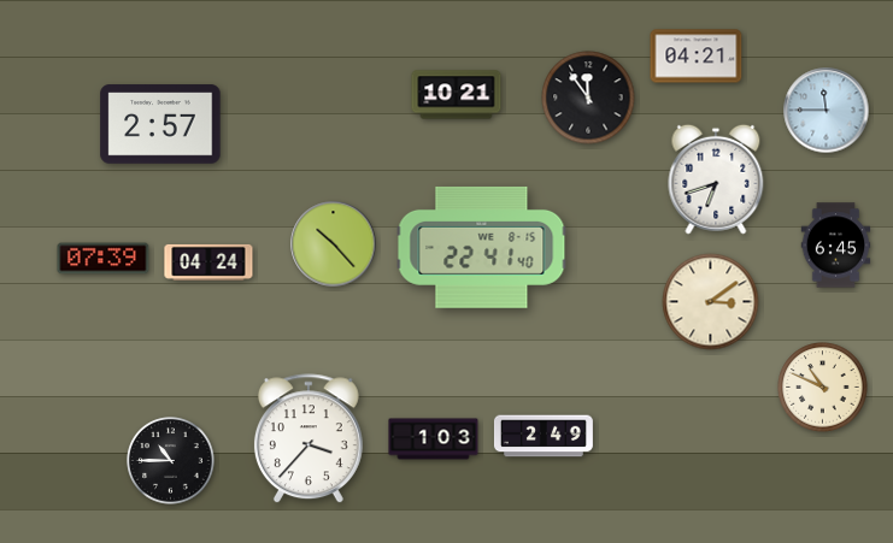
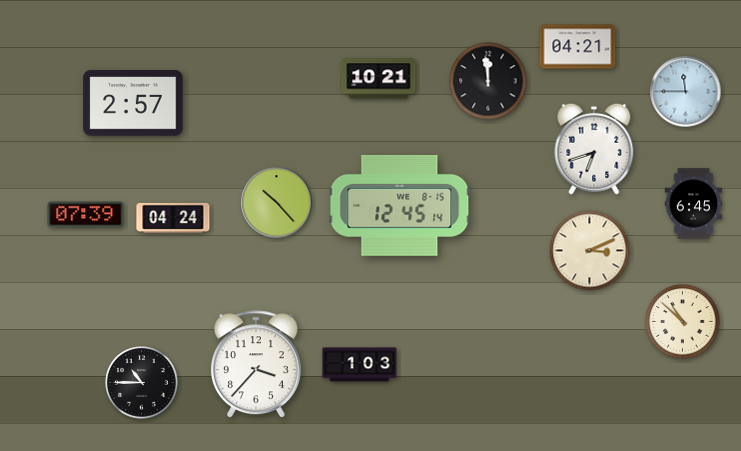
clock at (588, 98): 11:54 -> 11:59
clock at (482, 247): 22:41 -> 12:45
clock at (711, 302): 3:09 -> 3:11
clock at (823, 388): 10:49 -> 10:52
clock at (544, 436): 2:49 -> none
